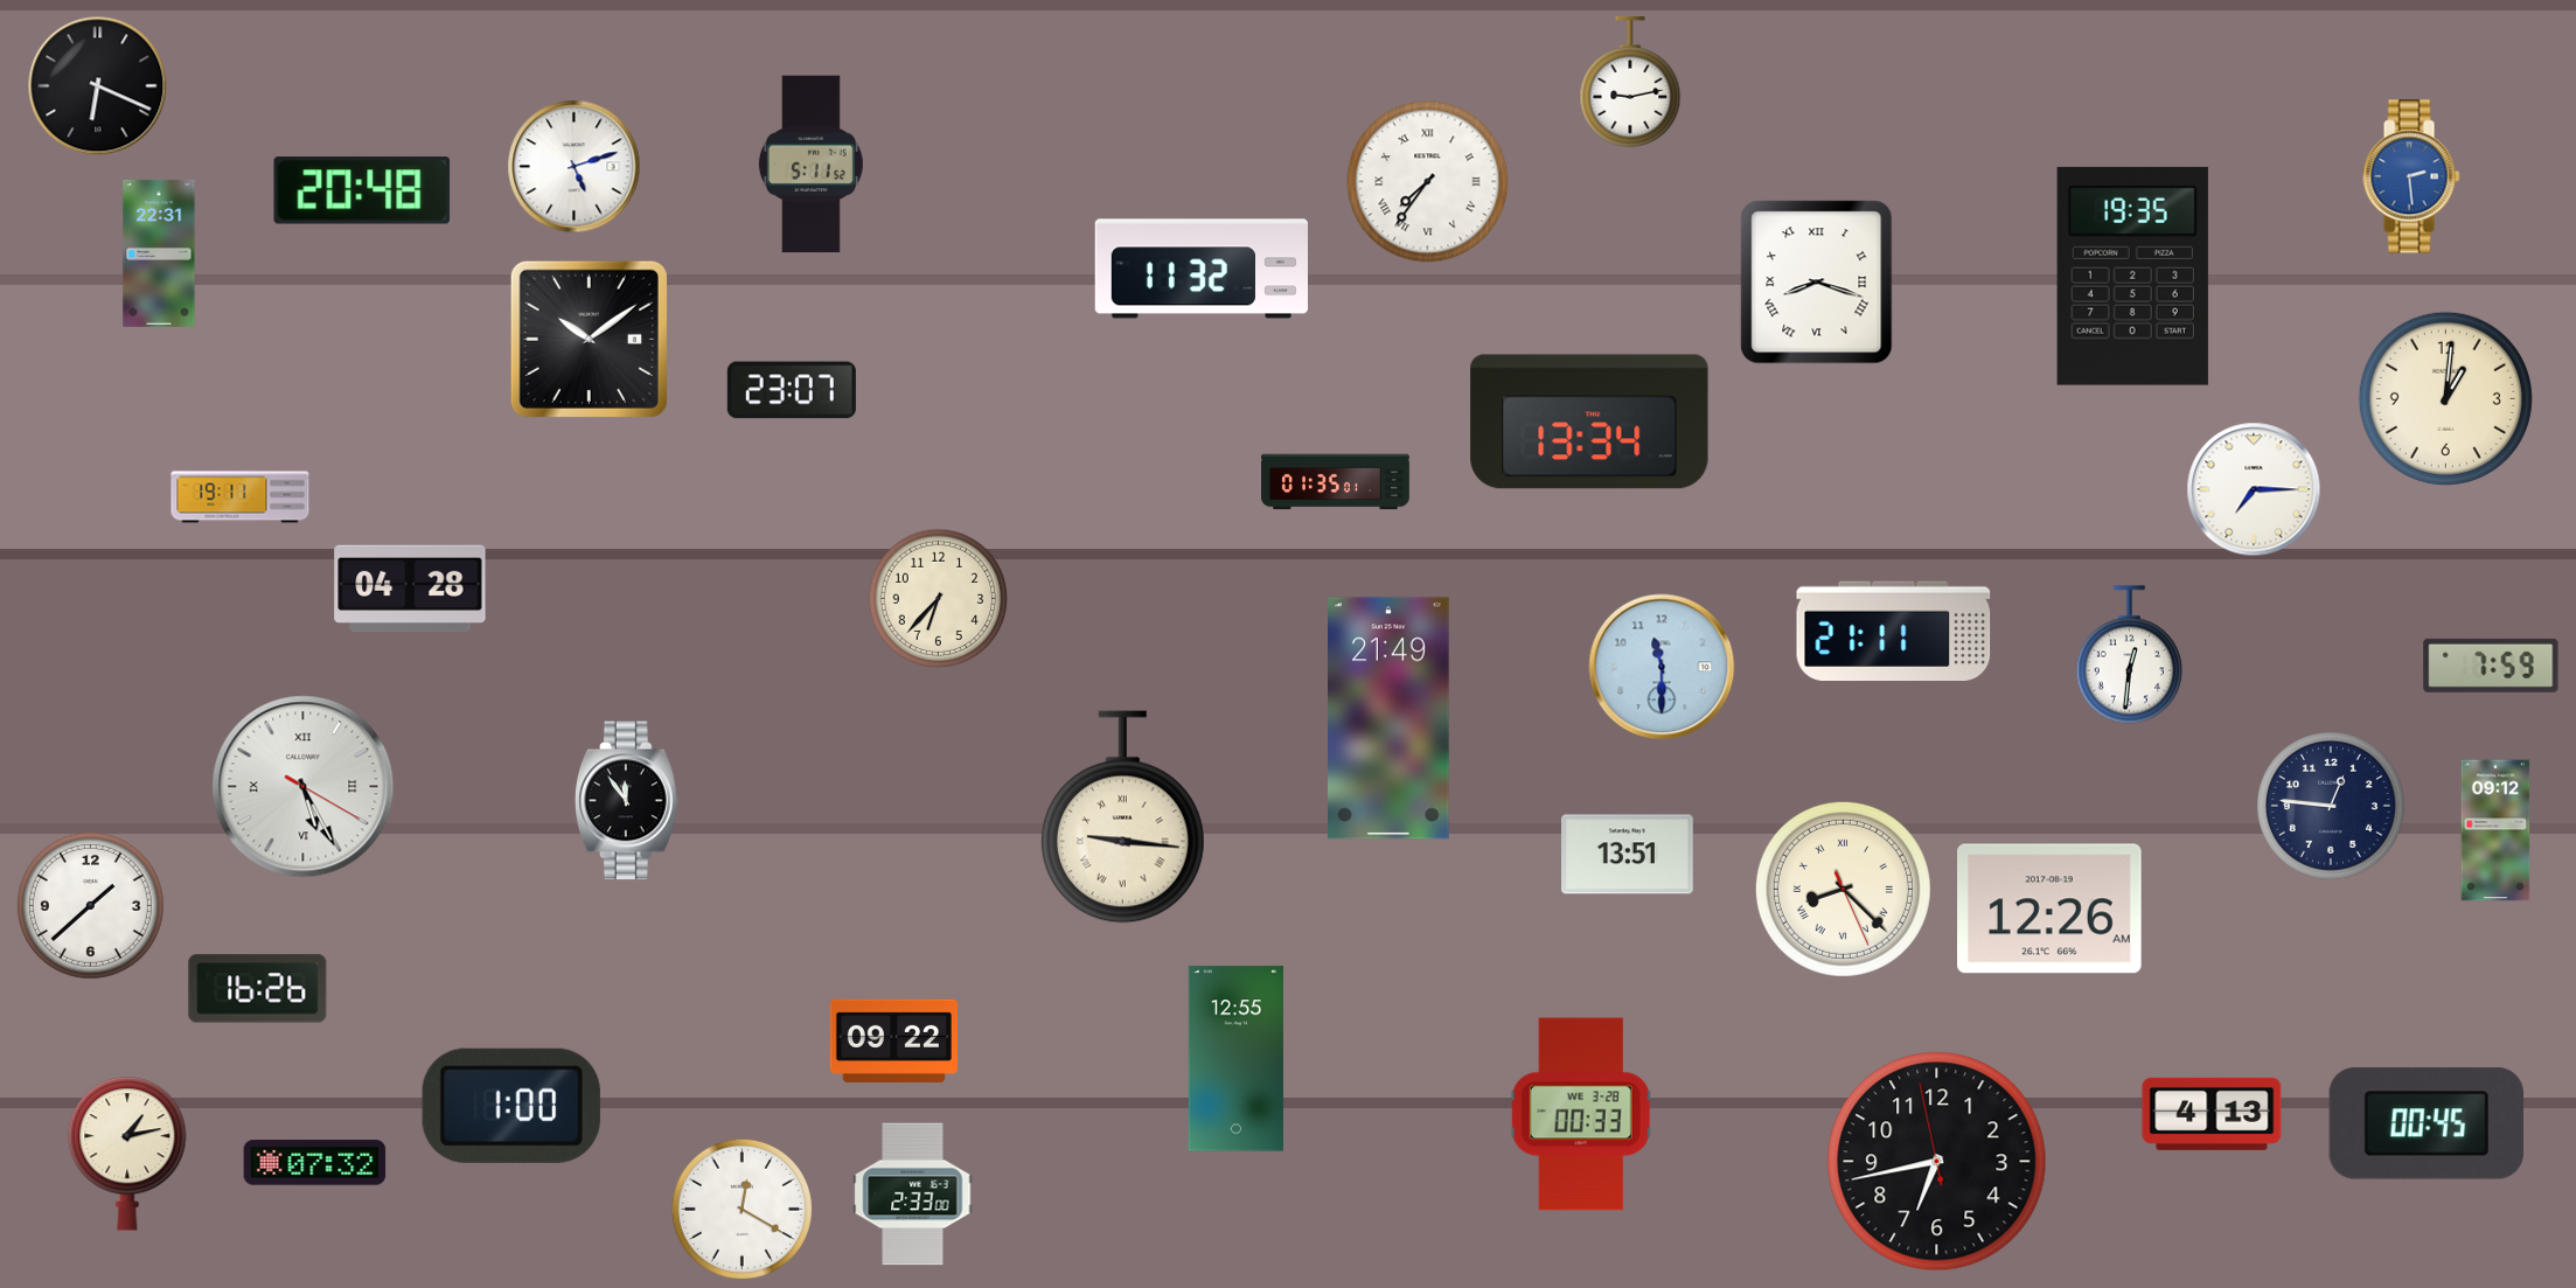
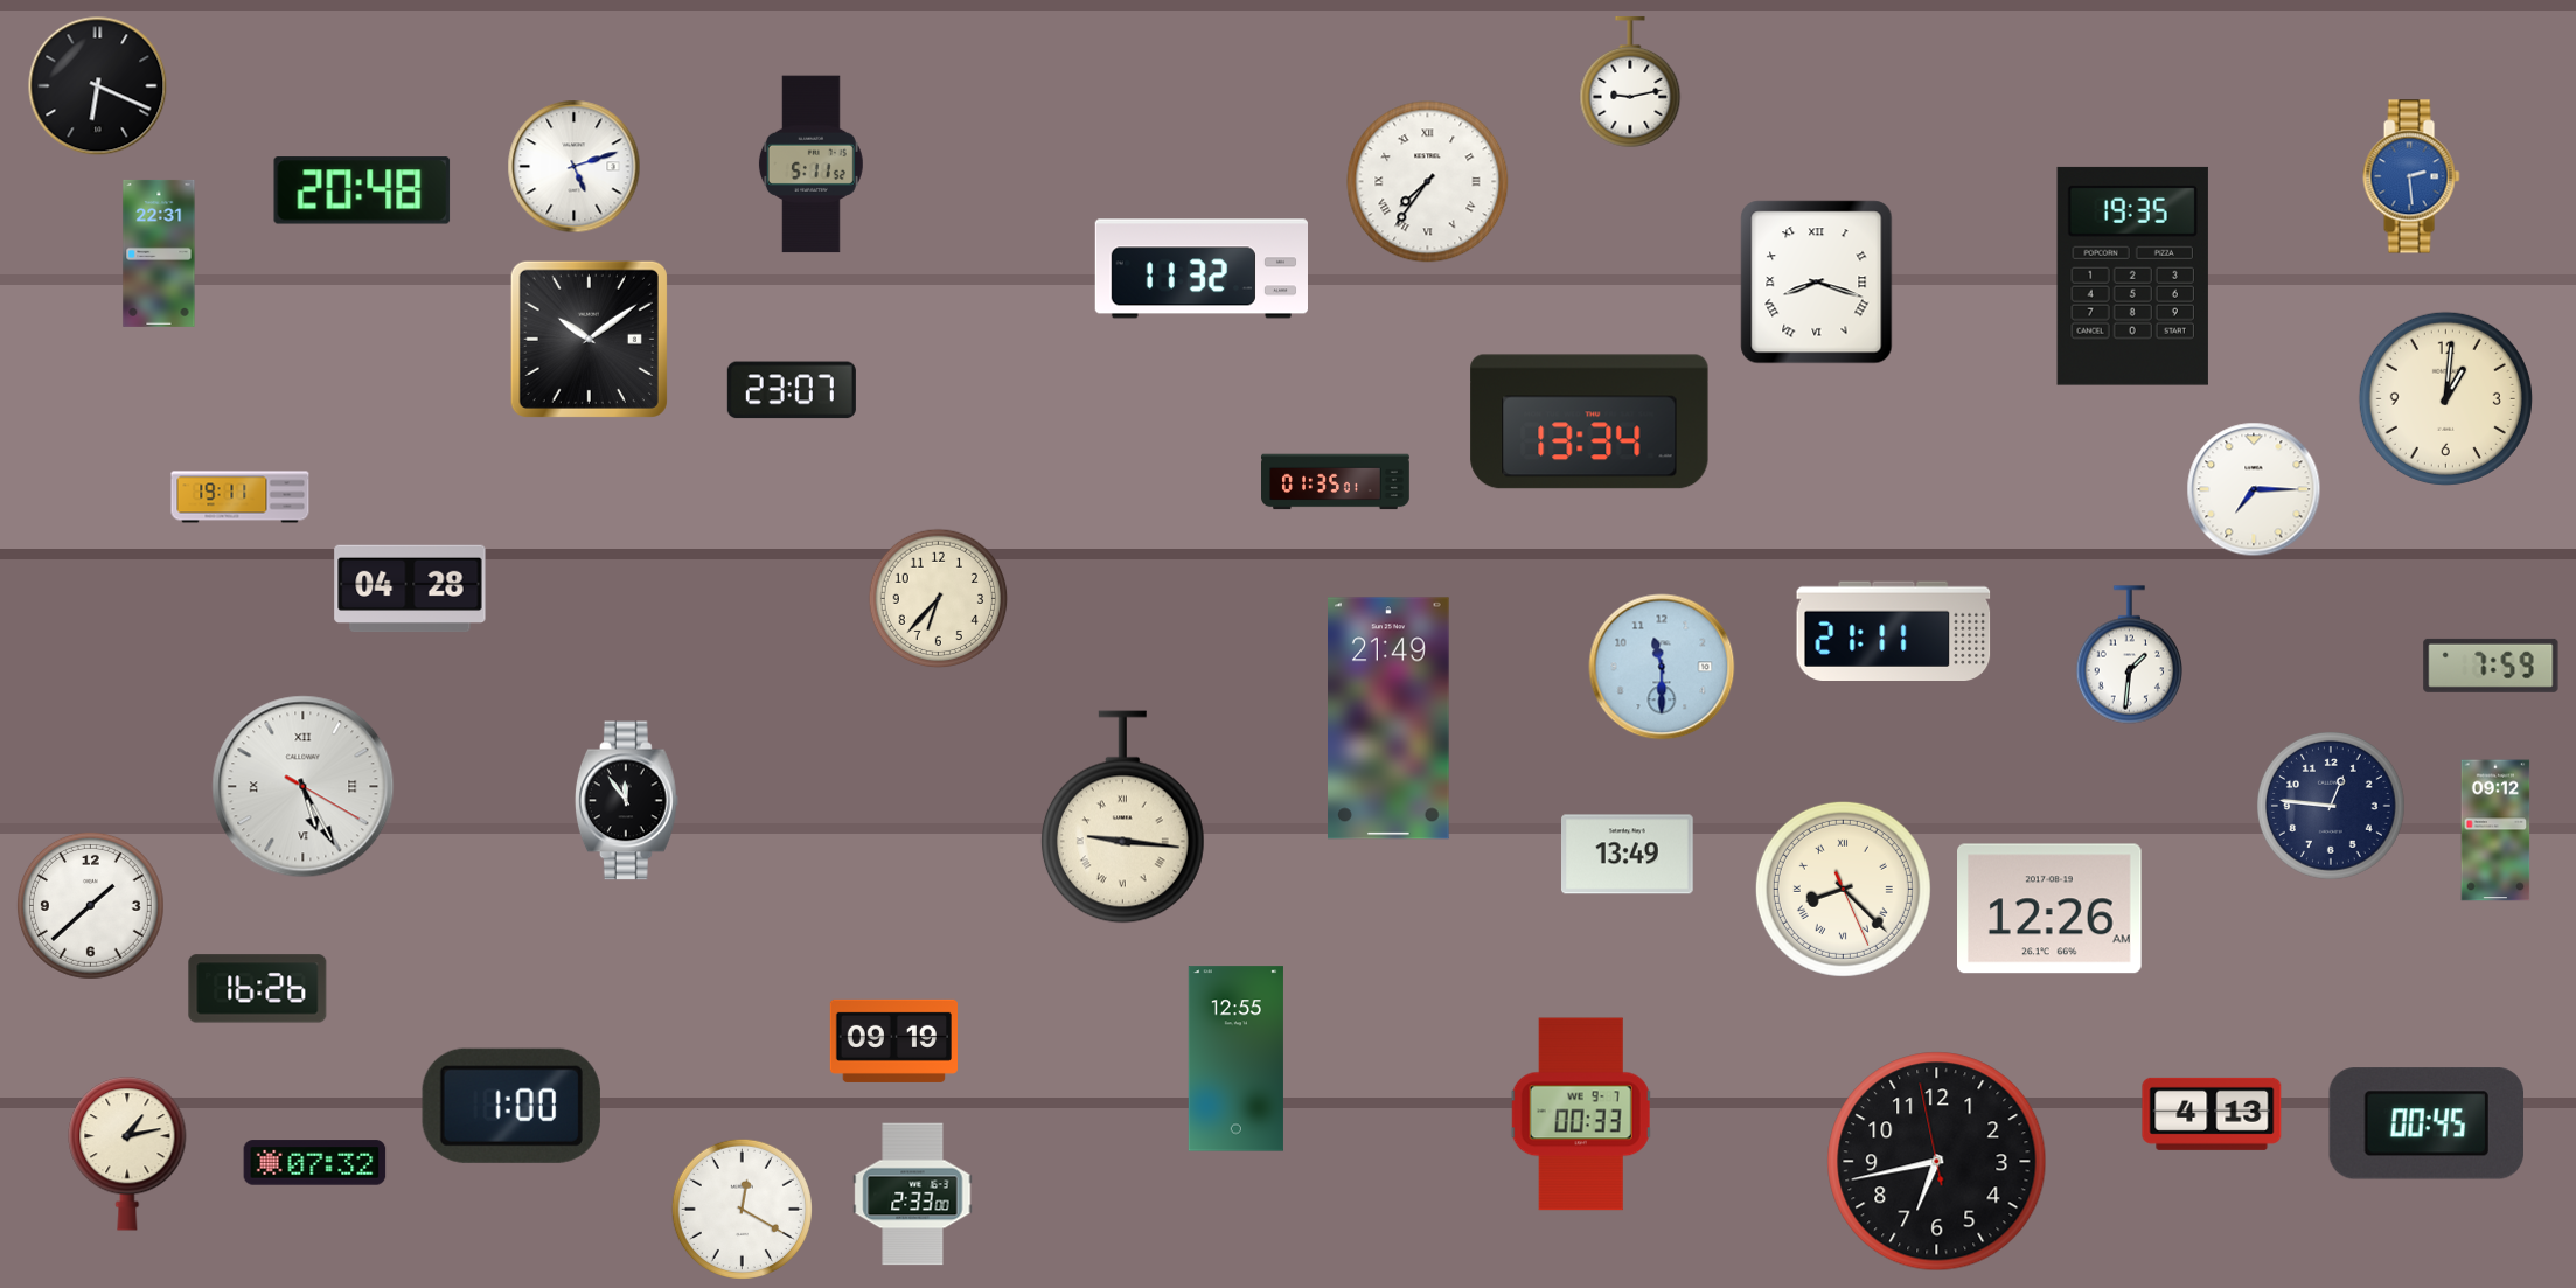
clock at (2129, 655): 12:31 -> 1:31
clock at (1628, 855): 13:51 -> 13:49
clock at (893, 1040): 09:22 -> 09:19
clock at (1581, 1114) date: WE 3-28 -> WE 9-7
